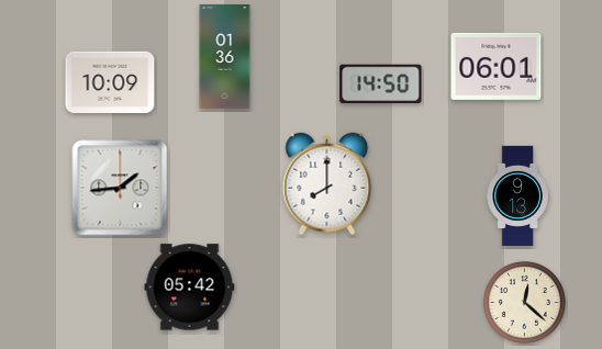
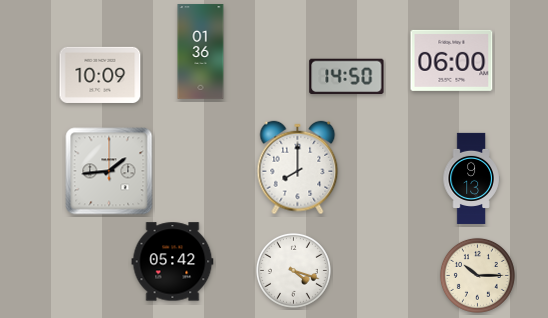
clock at (225, 57) position: (225, 57) -> (201, 52)
clock at (497, 66): 06:01 -> 06:00
clock at (293, 270): none -> 4:18
clock at (524, 302): 12:22 -> 10:15
